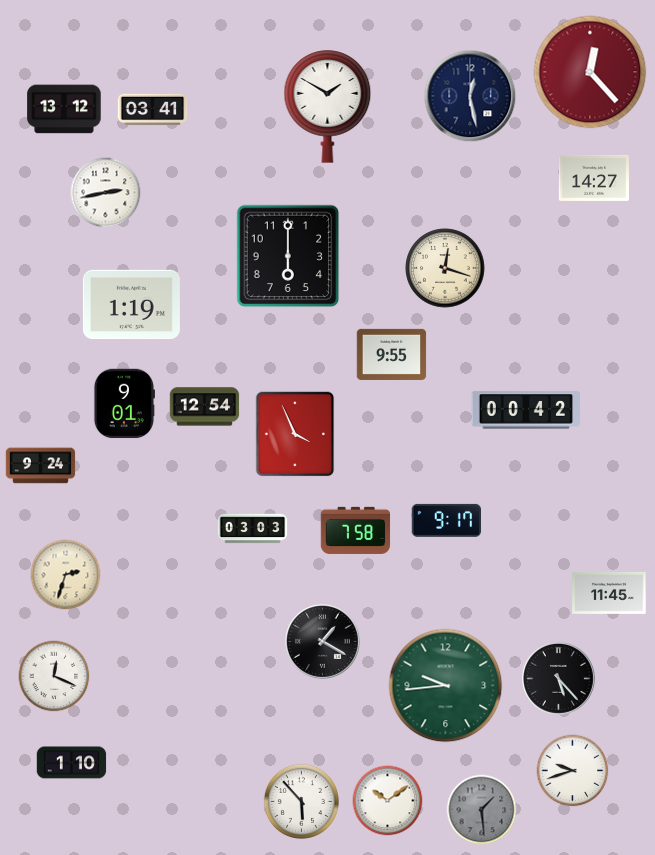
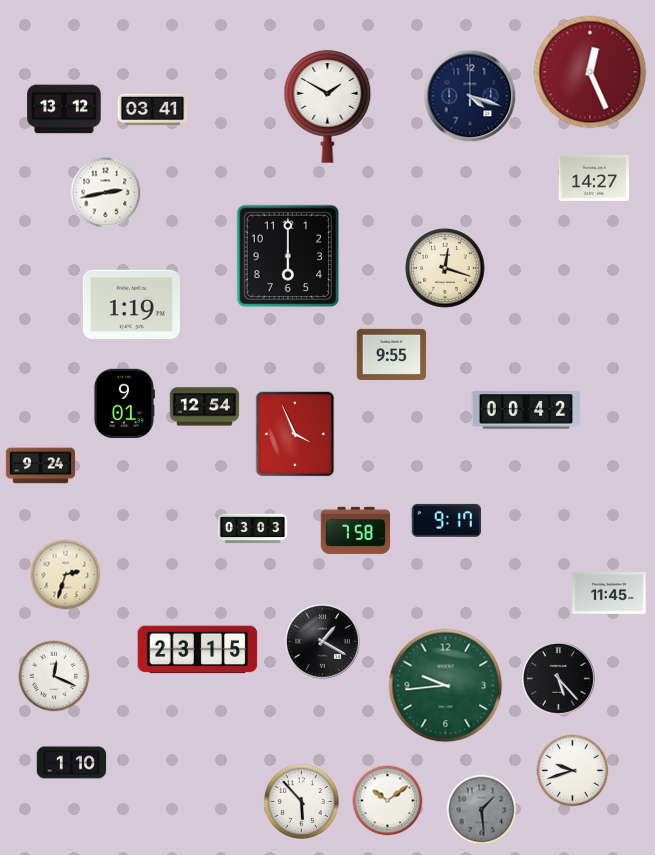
clock at (590, 72): 12:23 -> 12:26
clock at (470, 96): 12:28 -> 4:18
clock at (198, 650): none -> 23:15
